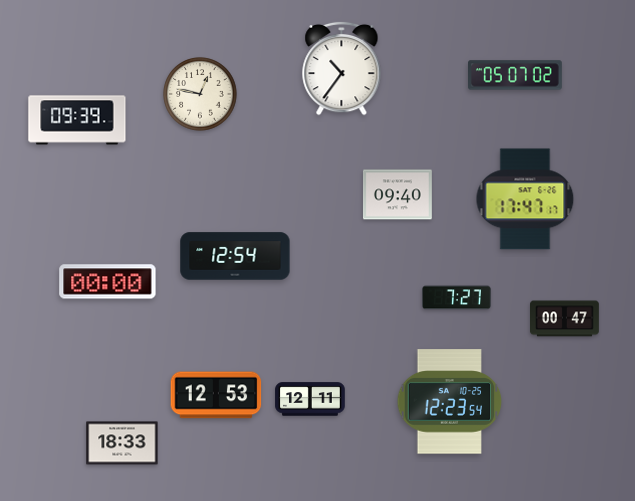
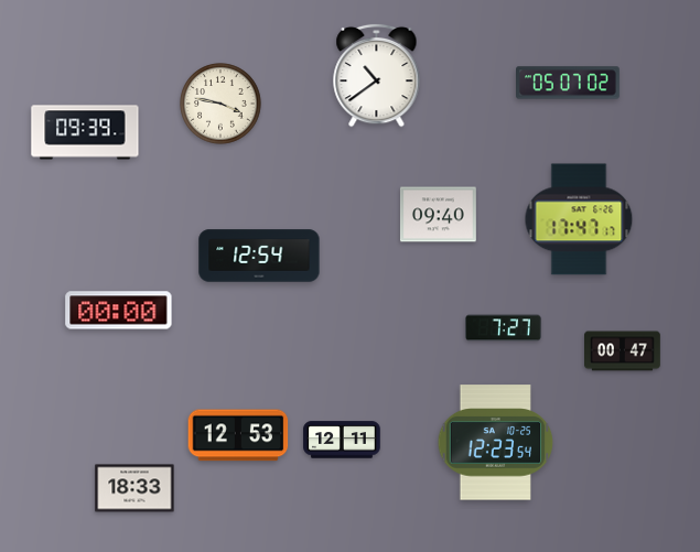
clock at (342, 68): 10:36 -> 10:39
clock at (200, 94): 12:47 -> 3:47
clock at (235, 256) position: (235, 256) -> (259, 256)
